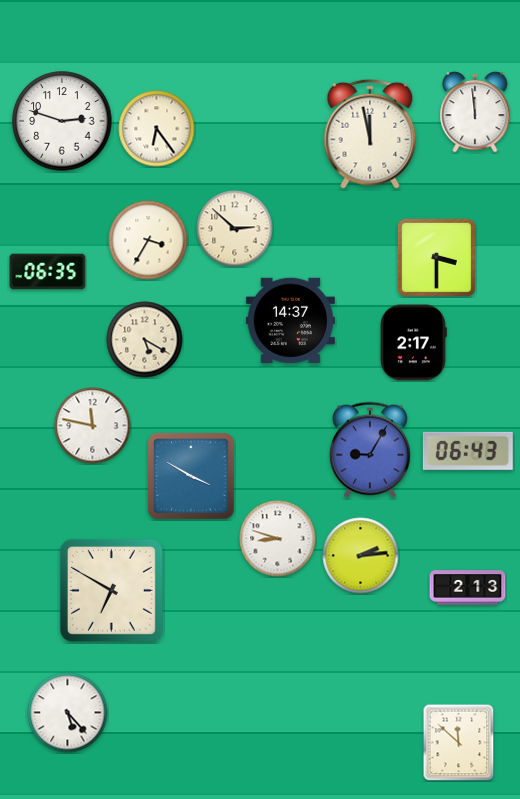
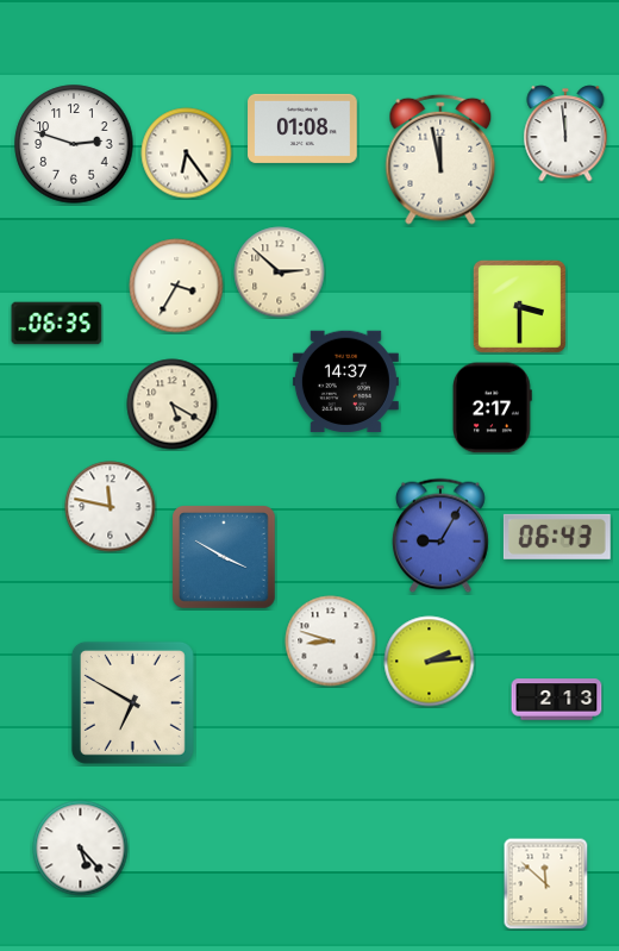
clock at (302, 129): none -> 01:08
clock at (191, 476) position: (191, 476) -> (224, 557)
